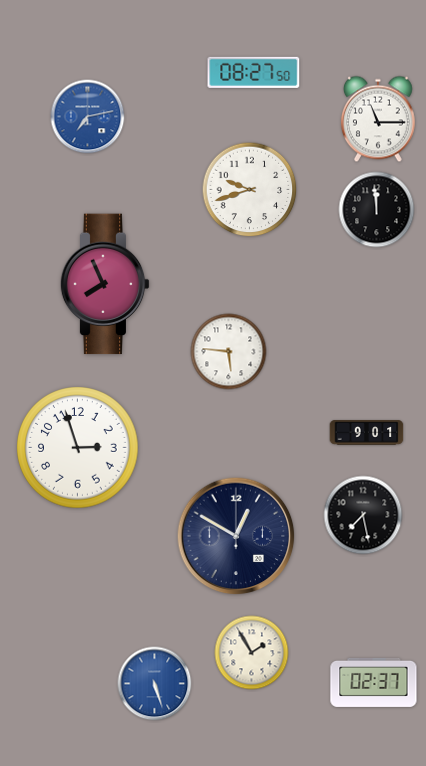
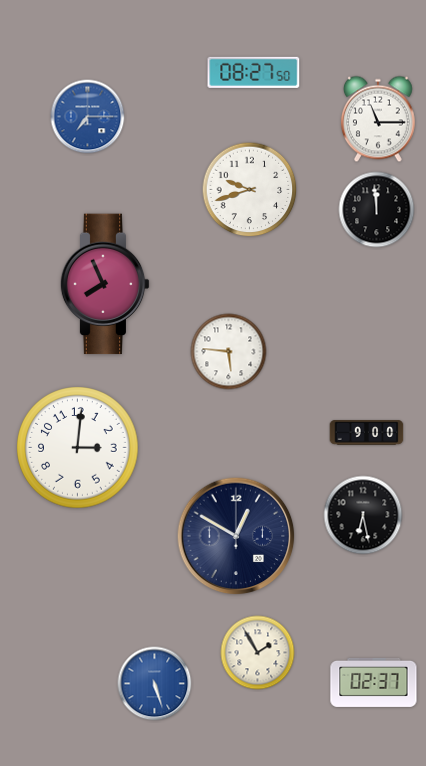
clock at (88, 117): 7:13 -> 7:15
clock at (367, 433): 9:01 -> 9:00
clock at (78, 448): 2:57 -> 3:01
clock at (363, 515): 7:28 -> 6:28
clock at (252, 653) position: (252, 653) -> (258, 653)
